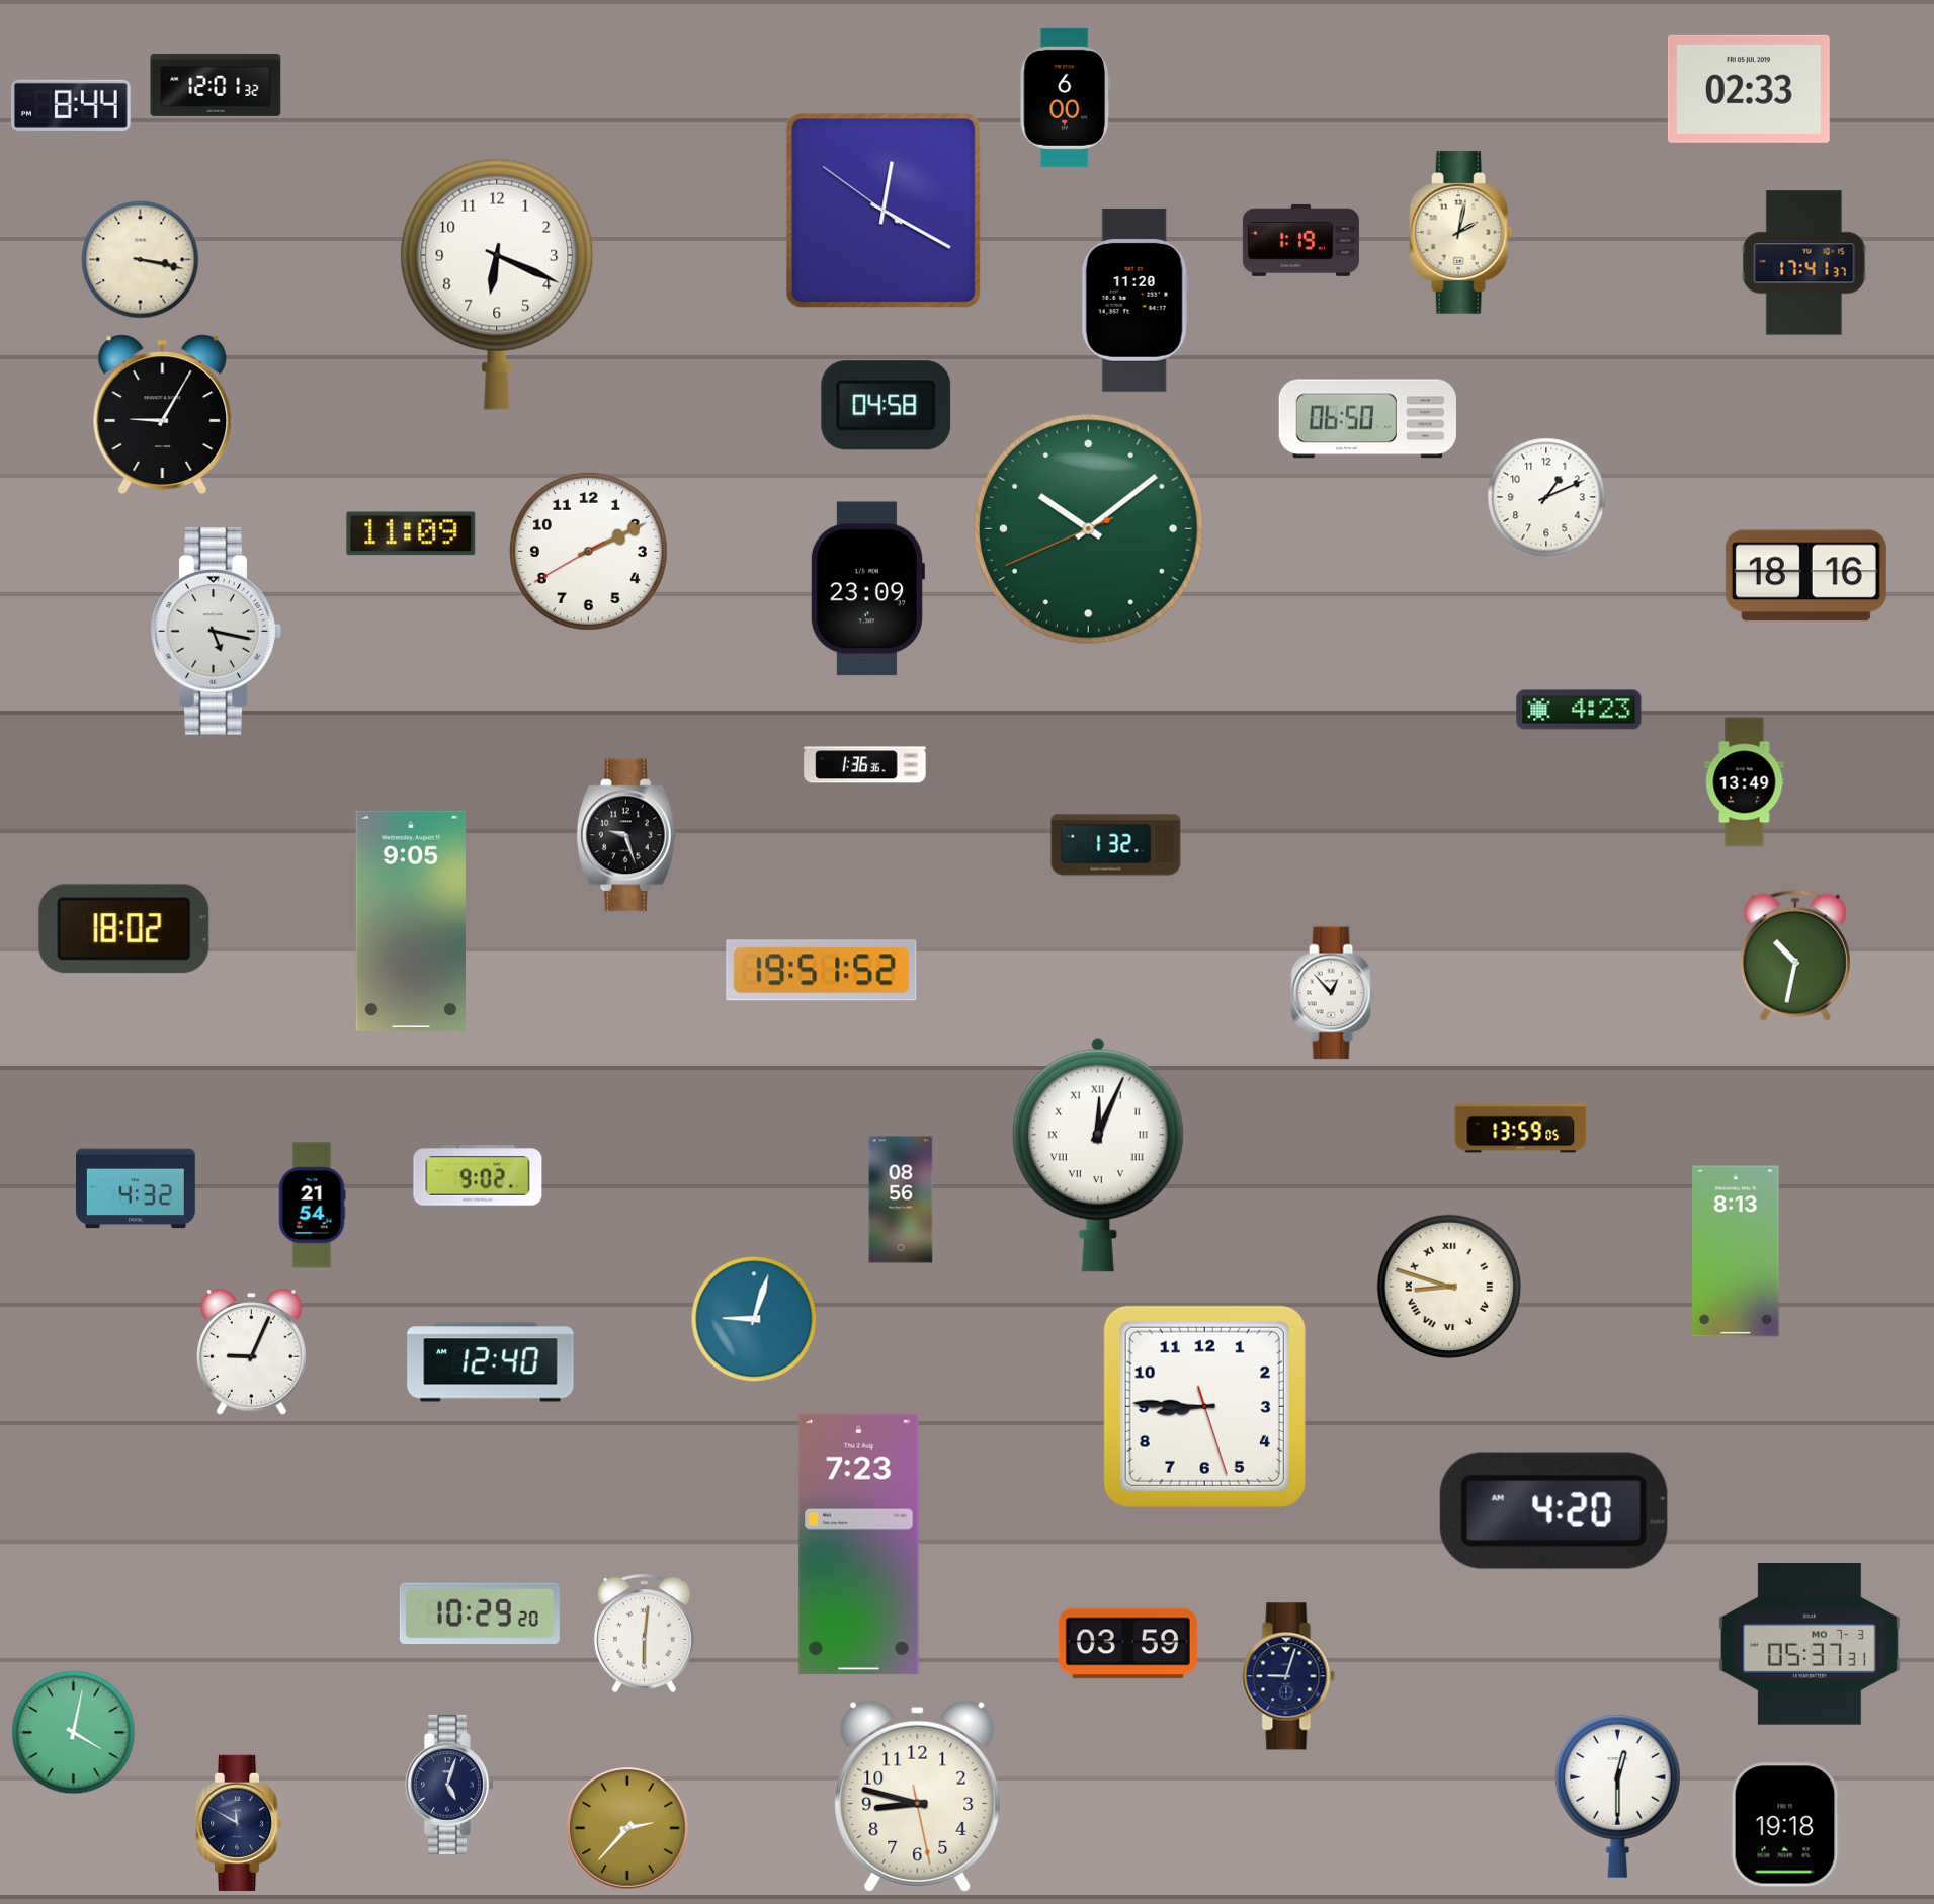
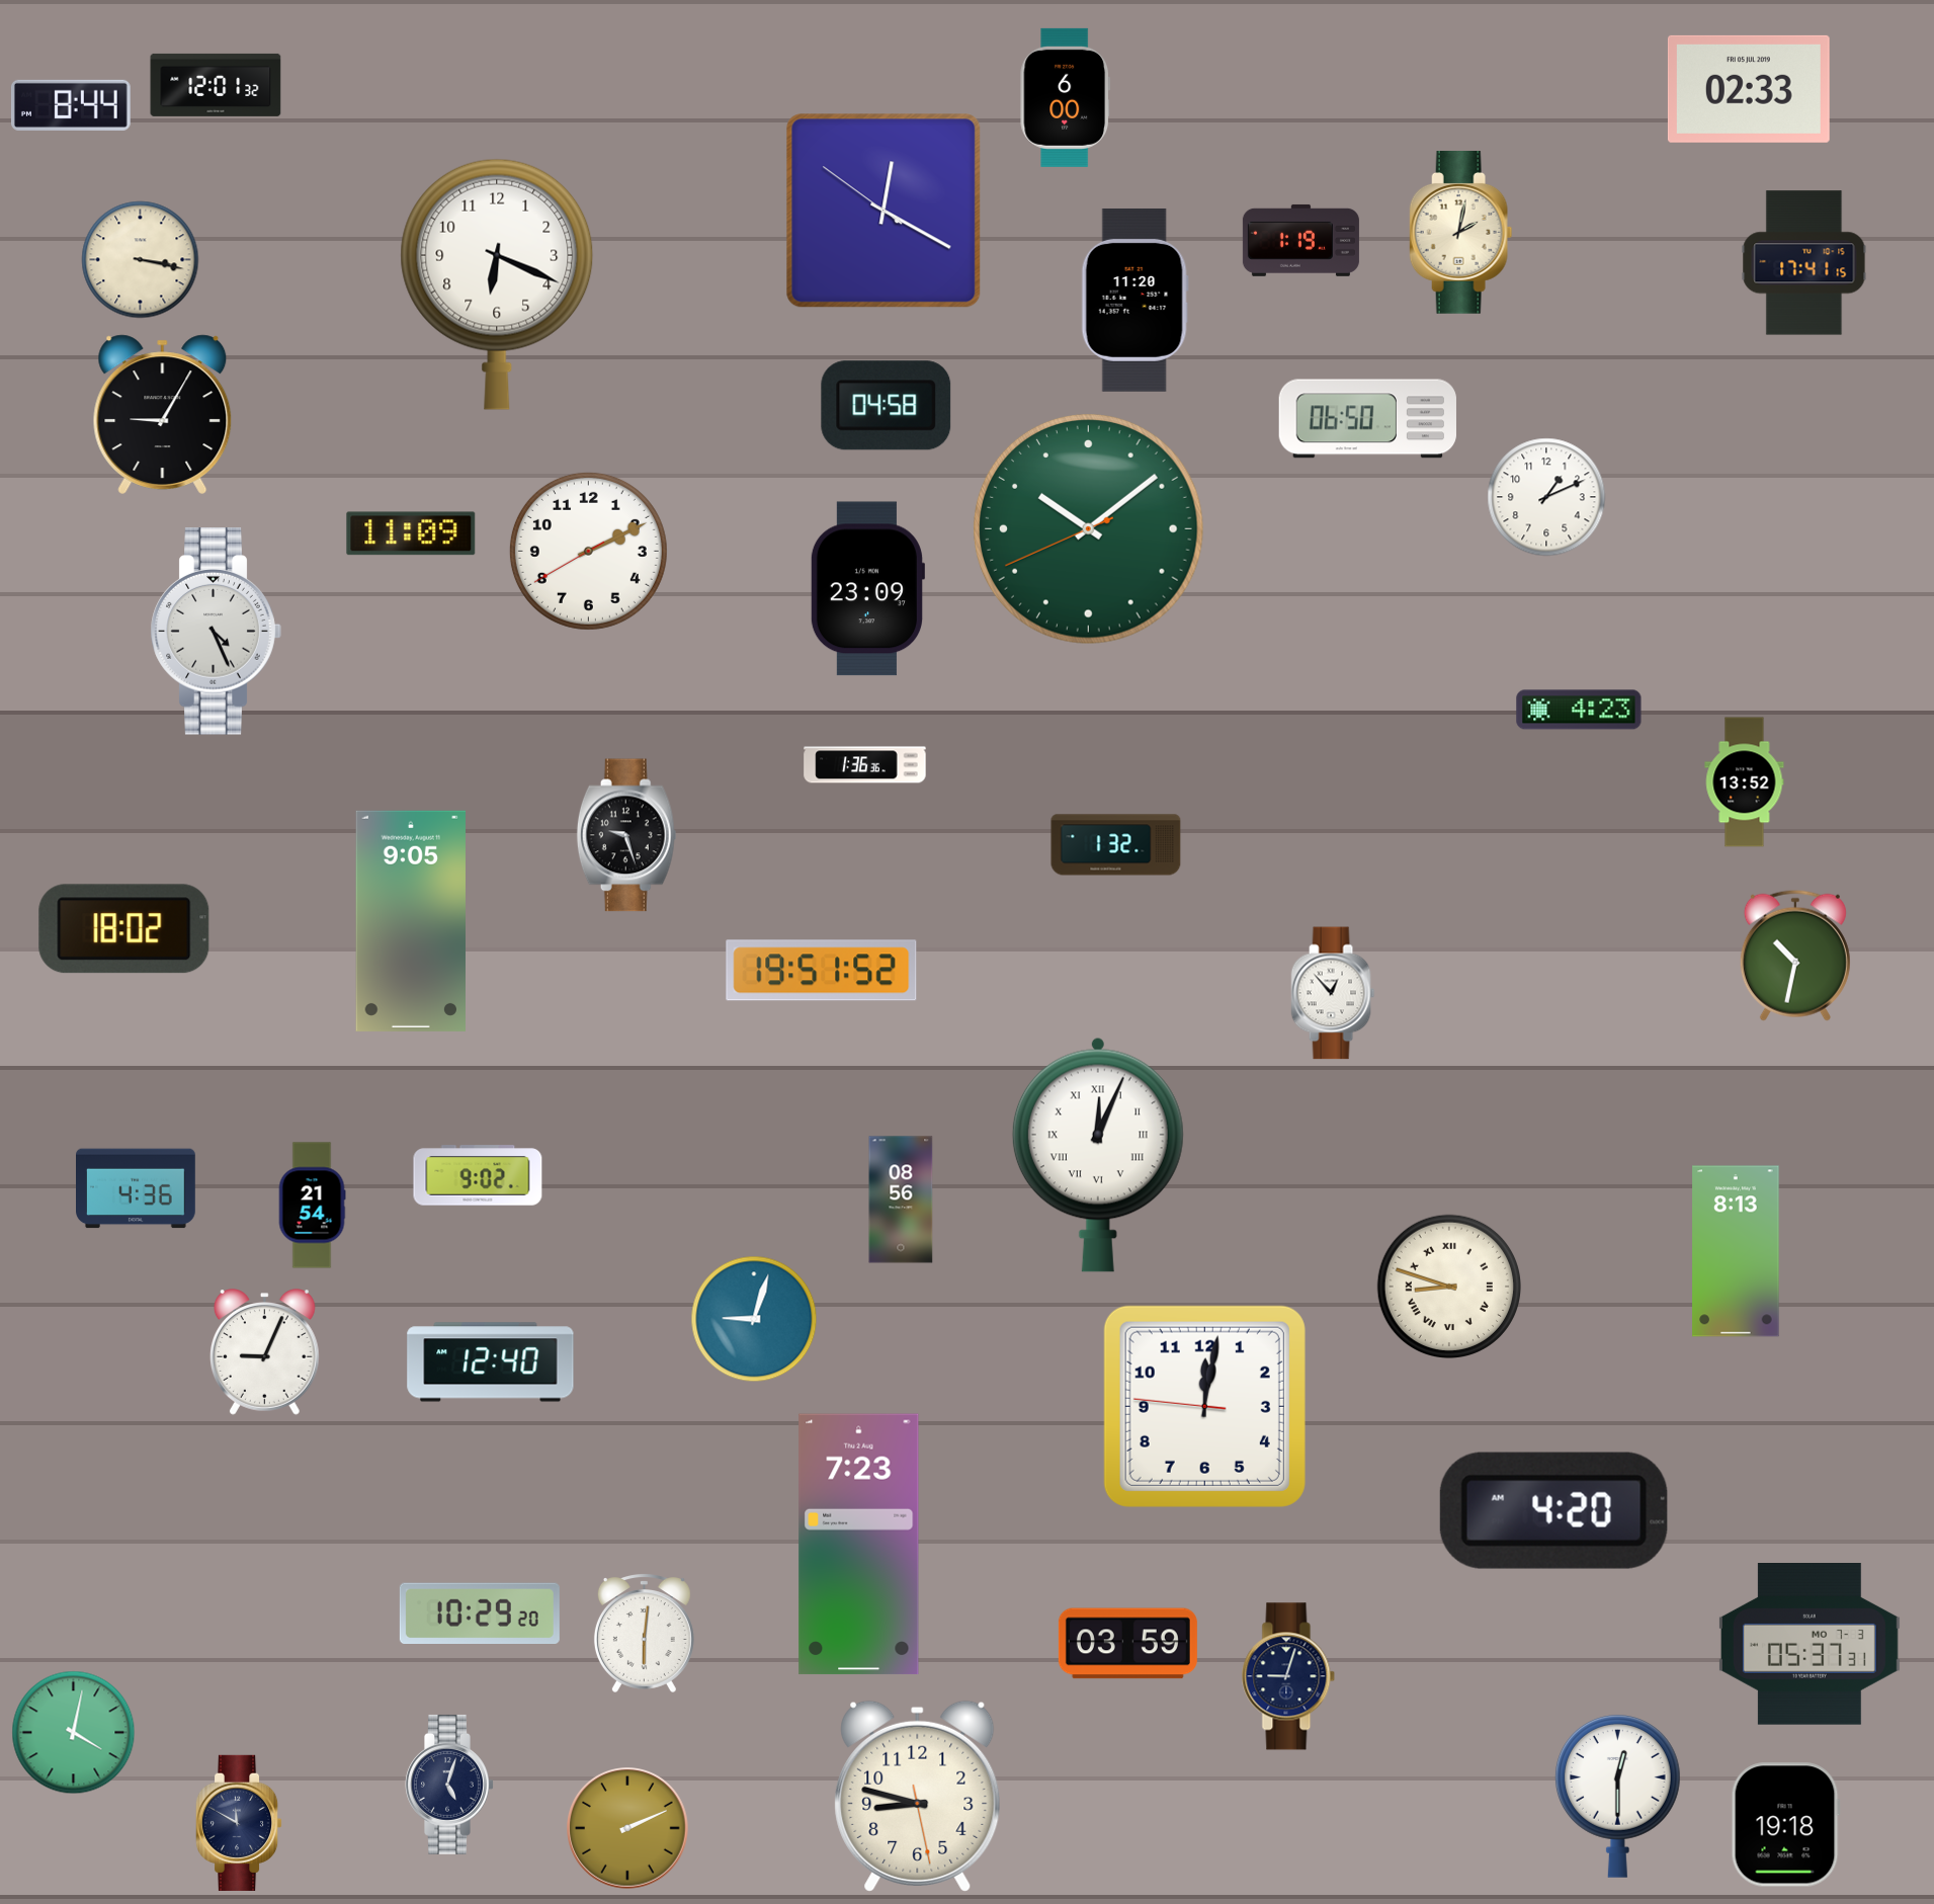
clock at (1804, 263): 17:41:37 -> 17:41:15
clock at (1805, 576): 18:16 -> none
clock at (216, 632): 5:17 -> 4:26
clock at (1745, 782): 13:49 -> 13:52
clock at (1521, 1129): 13:59 -> none
clock at (137, 1188): 4:32 -> 4:36
clock at (251, 1352) position: (251, 1352) -> (264, 1352)
clock at (1204, 1406): 8:45 -> 12:01
clock at (628, 1829): 2:37 -> 2:11
